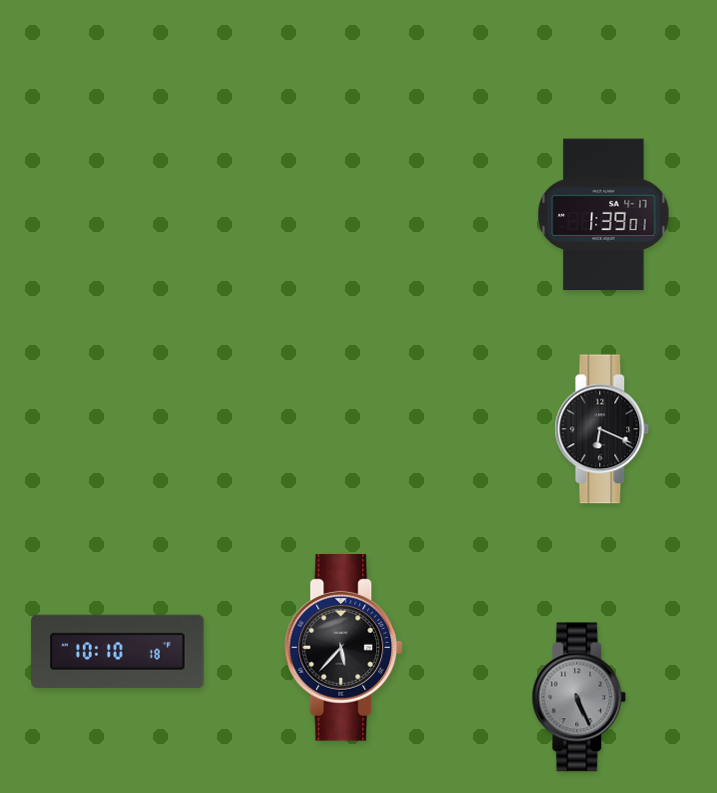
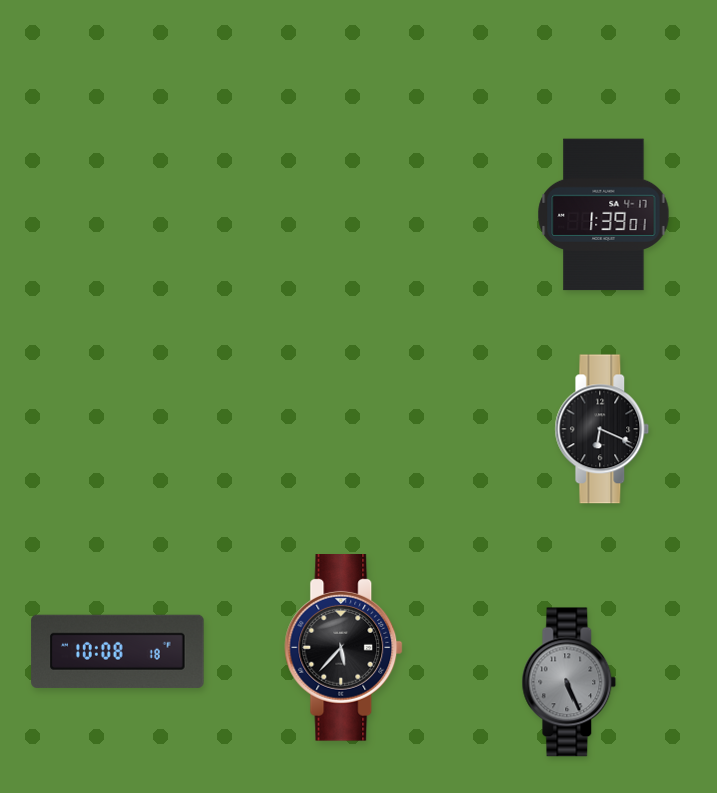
clock at (118, 651): 10:10 -> 10:08
clock at (579, 697) position: (579, 697) -> (569, 682)
